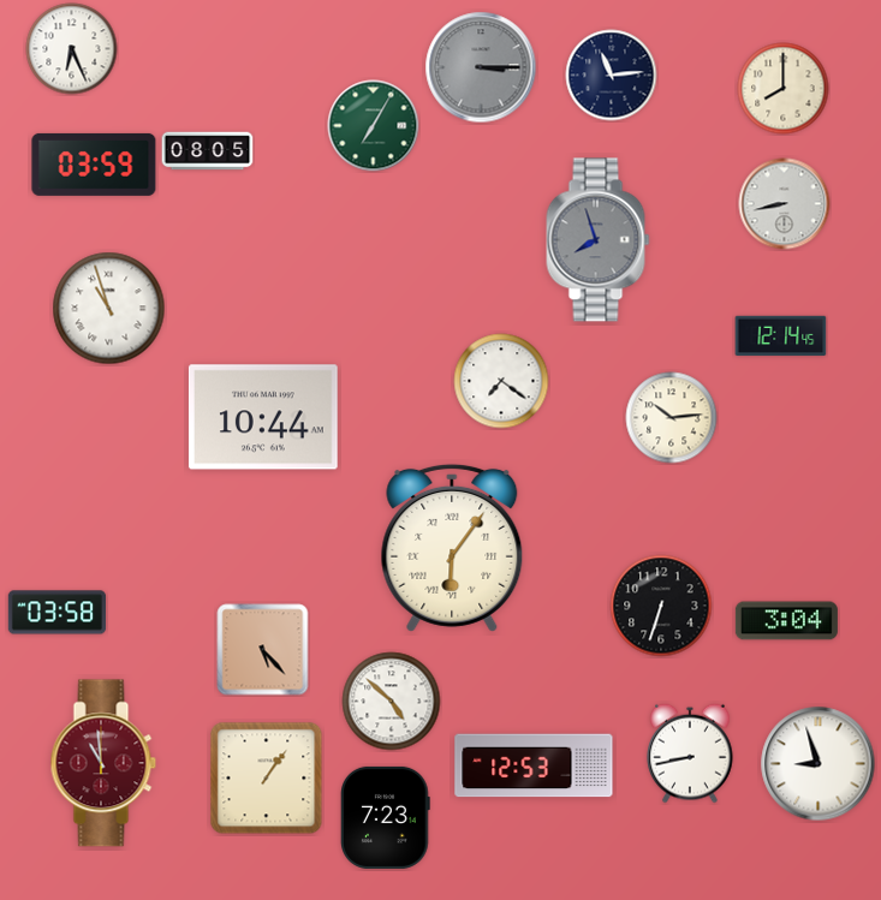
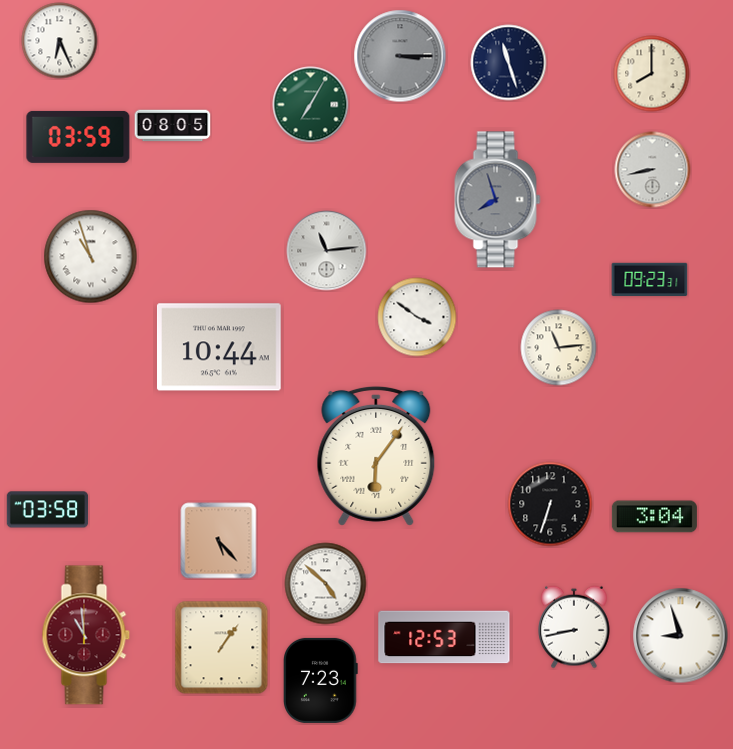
clock at (612, 76): 11:14 -> 11:27
clock at (327, 251): none -> 11:14
clock at (781, 336): 12:14 -> 09:23
clock at (501, 381): 7:21 -> 3:51
clock at (672, 418): 10:14 -> 11:14
